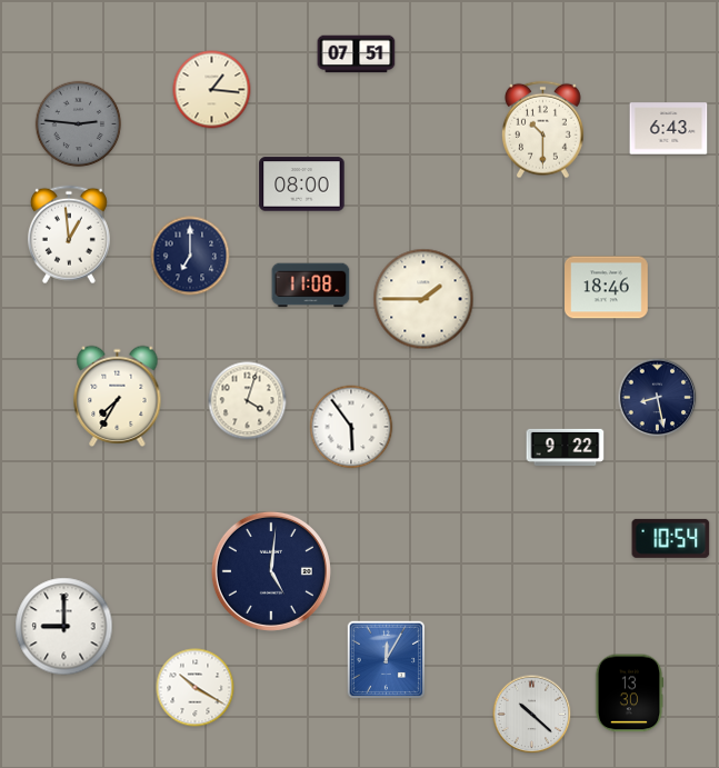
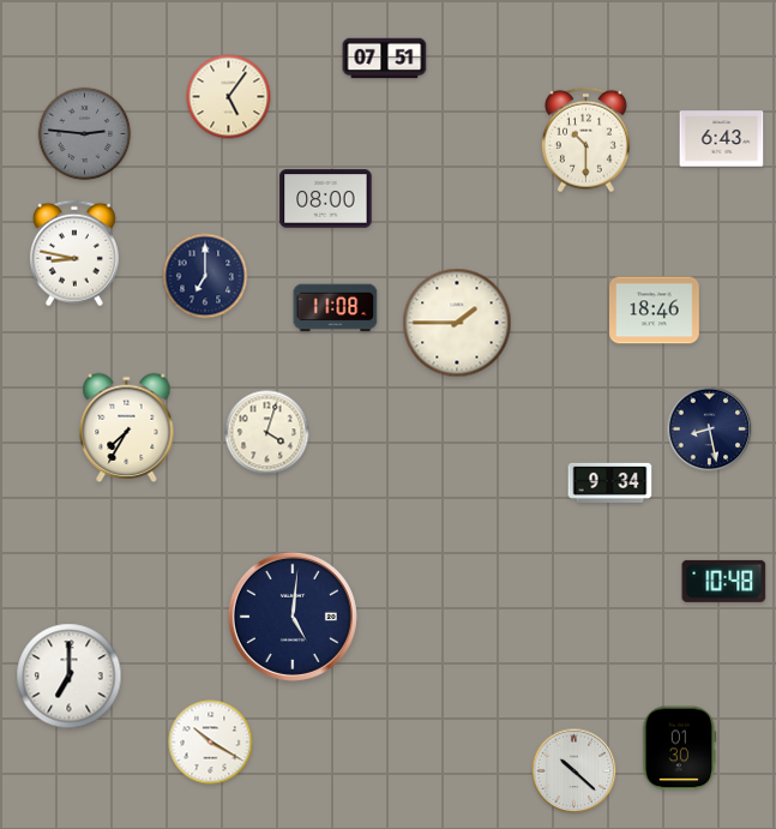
clock at (212, 90): 1:16 -> 5:06
clock at (69, 235): 12:59 -> 8:47
clock at (351, 427): 5:54 -> none
clock at (566, 447): 9:22 -> 9:34
clock at (671, 538): 10:54 -> 10:48
clock at (64, 627): 9:00 -> 7:00
clock at (386, 659): 12:05 -> none
clock at (629, 694): 13:30 -> 01:30
